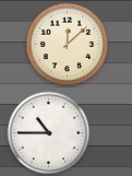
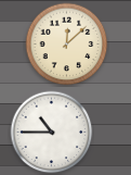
clock at (49, 133) position: (49, 133) -> (52, 133)
